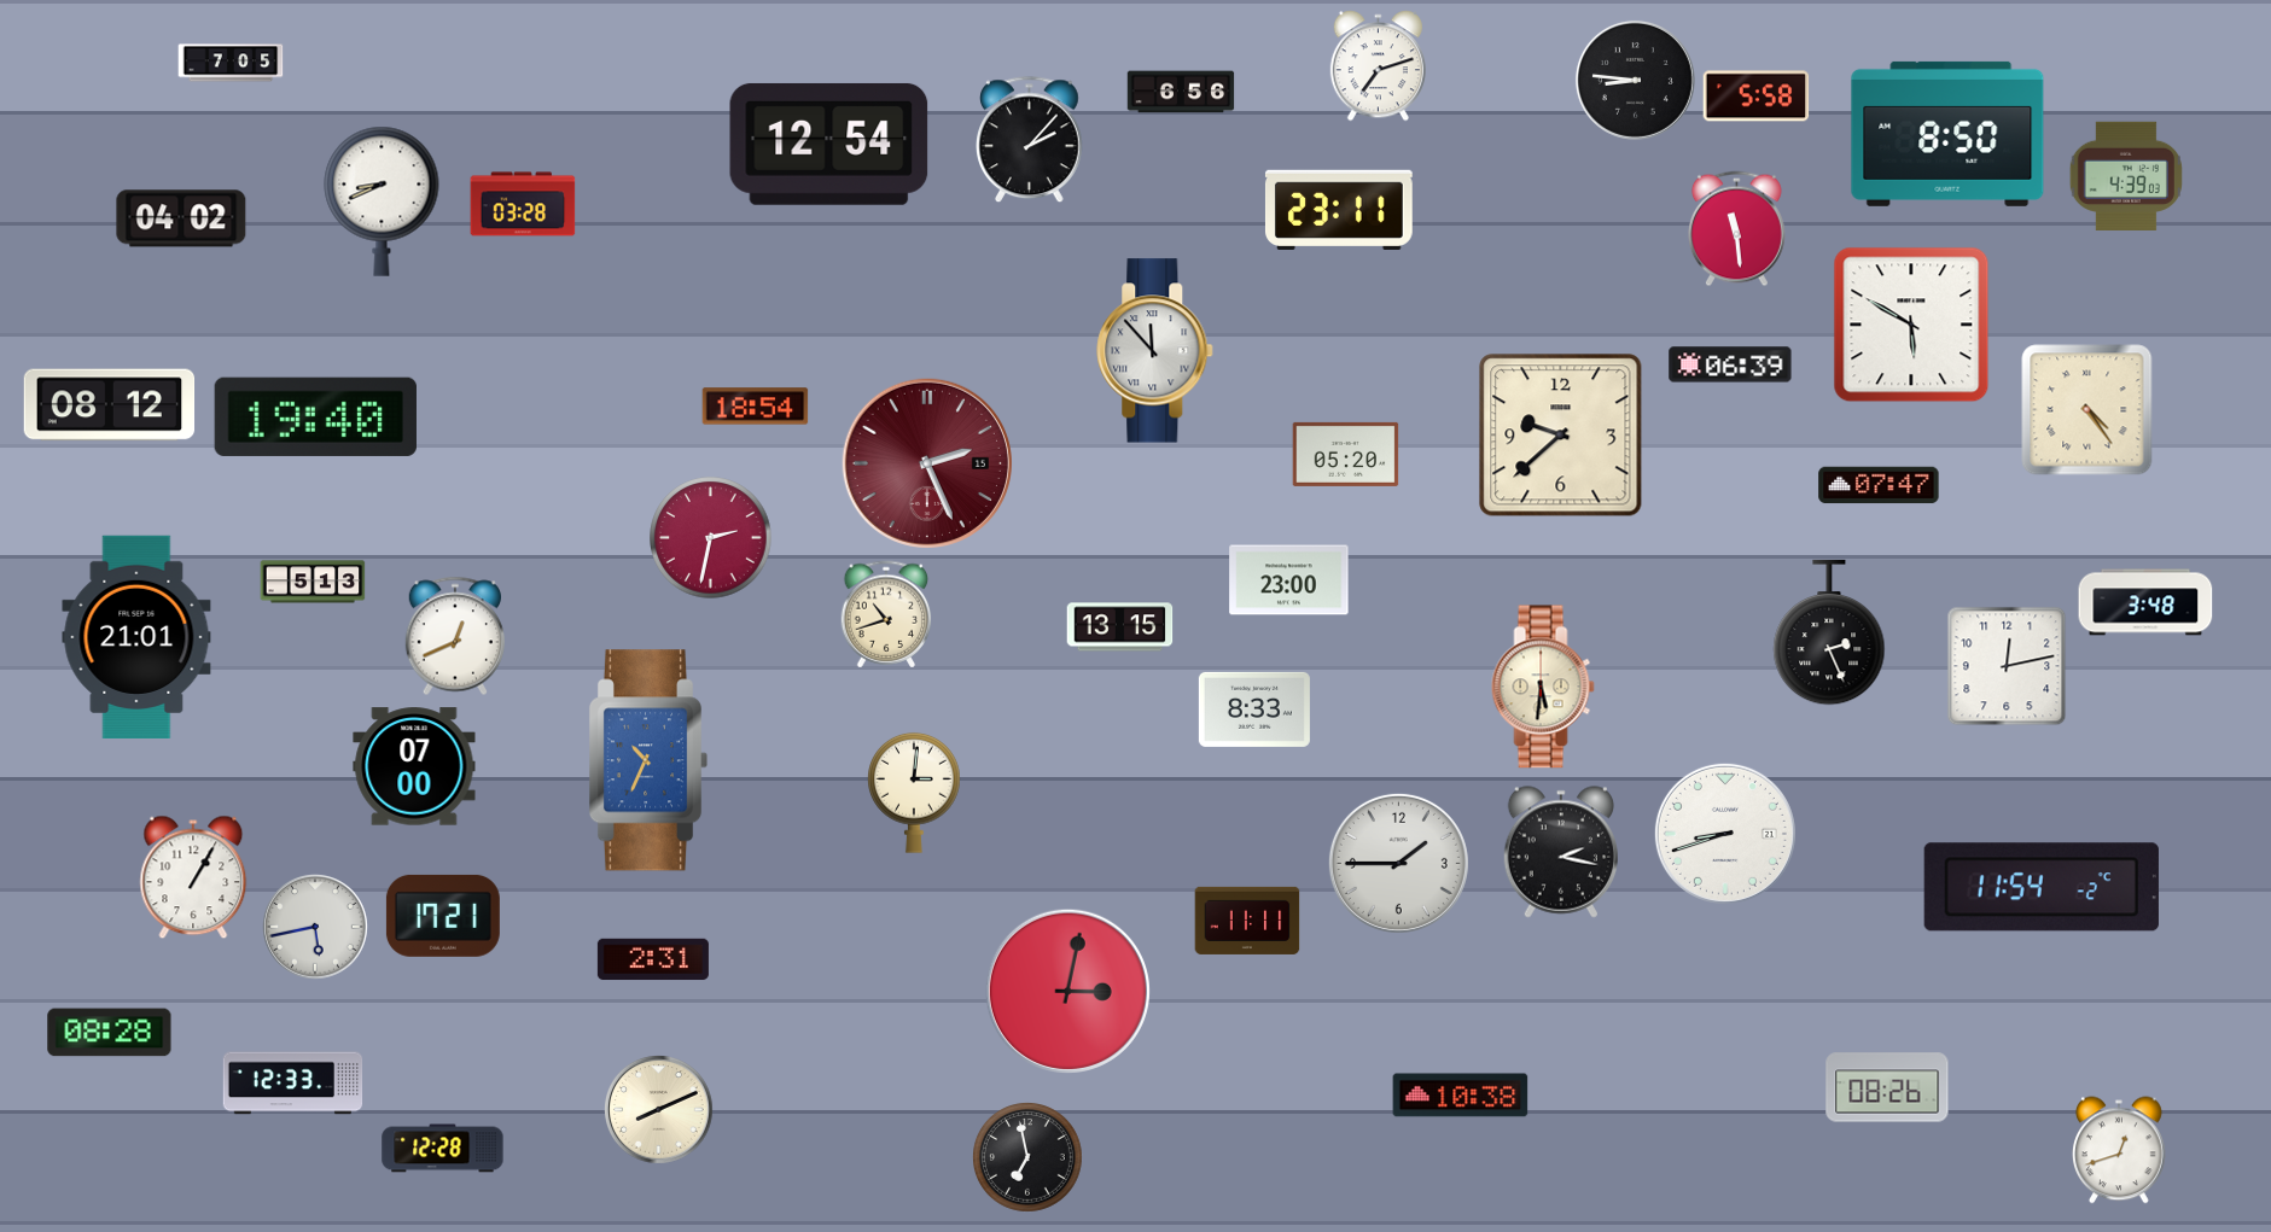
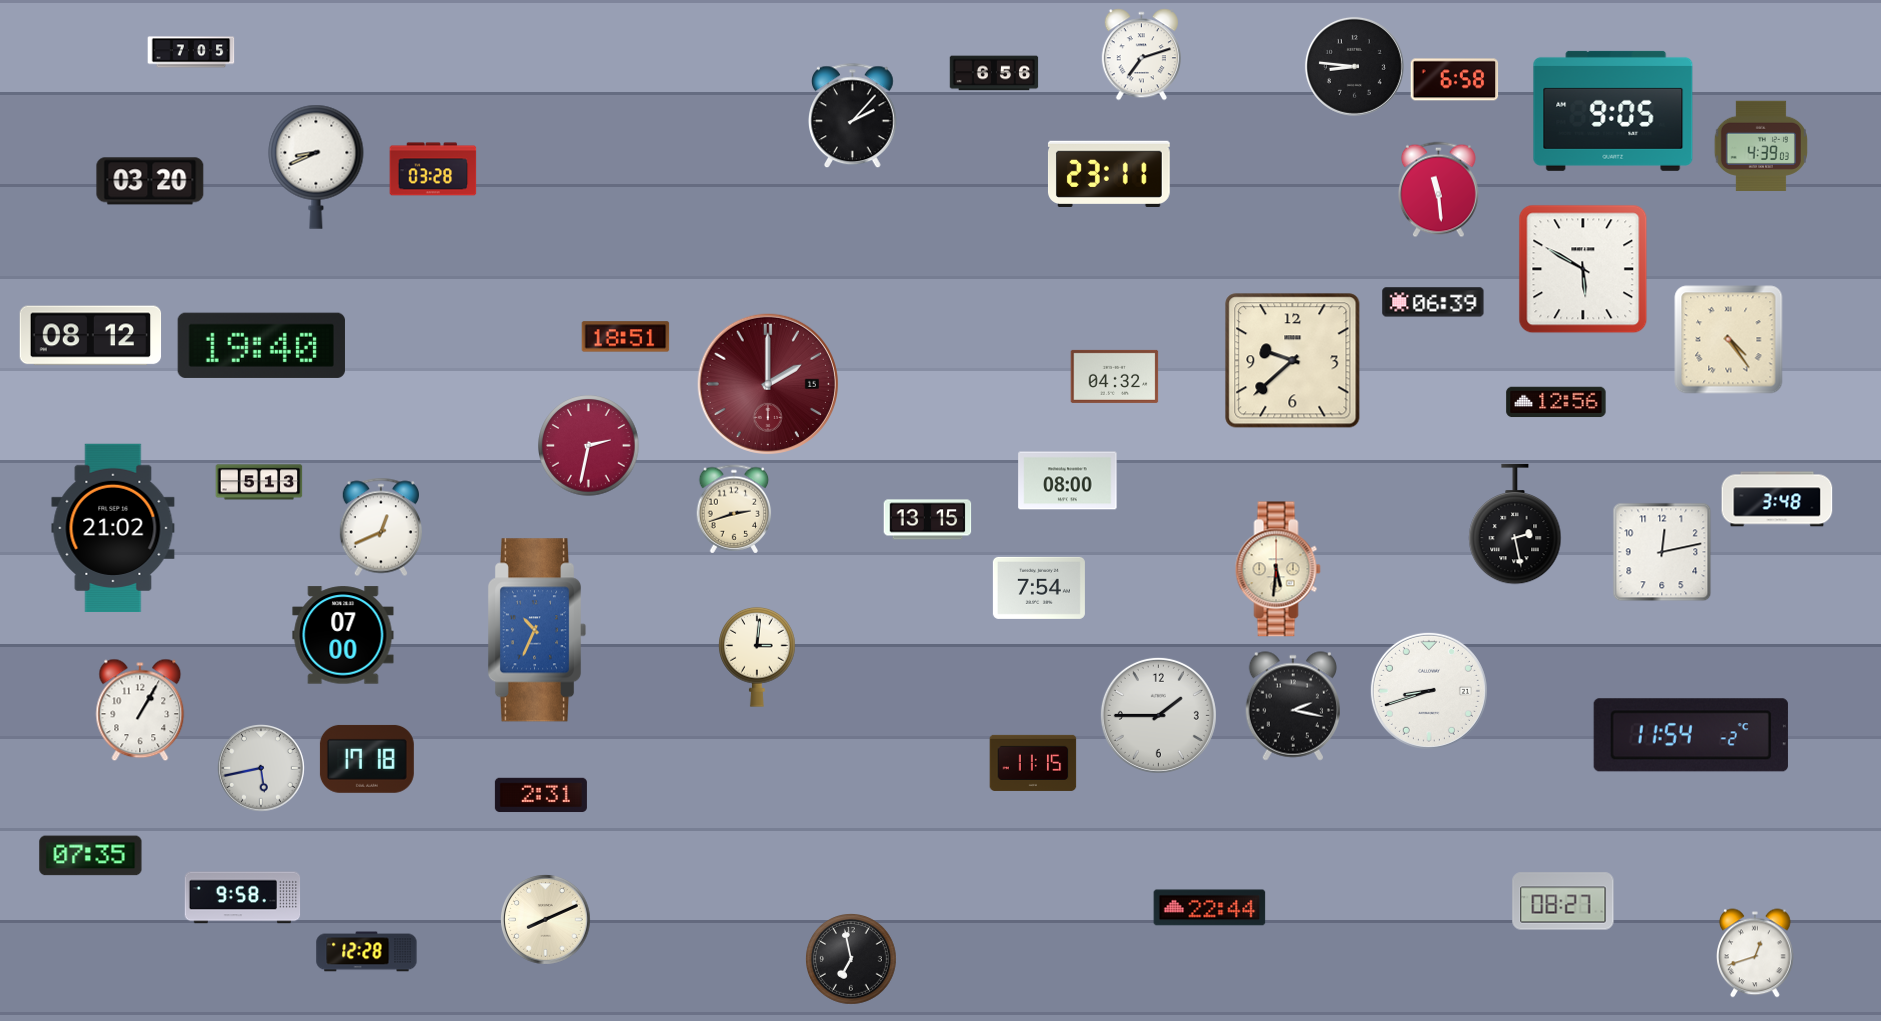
clock at (1181, 92) position: (1181, 92) -> (994, 73)
clock at (1757, 97): 5:58 -> 6:58
clock at (1947, 134): 8:50 -> 9:05
clock at (829, 144): 12:54 -> none
clock at (181, 218): 04:02 -> 03:20
clock at (1155, 351): 11:53 -> none
clock at (756, 407): 18:54 -> 18:51
clock at (1346, 454): 05:20 -> 04:32
clock at (927, 463): 2:26 -> 2:00
clock at (1879, 485): 07:47 -> 12:56
clock at (1289, 580): 23:00 -> 08:00
clock at (886, 614): 10:42 -> 2:42
clock at (1829, 632): 2:26 -> 2:28
clock at (136, 636): 21:01 -> 21:02
clock at (455, 636) position: (455, 636) -> (381, 527)
clock at (1254, 710): 8:33 -> 7:54
clock at (193, 877) position: (193, 877) -> (140, 710)
clock at (443, 916): 17:21 -> 17:18
clock at (1247, 921): 11:11 -> 11:15
clock at (1067, 991): 3:02 -> none
clock at (110, 1033): 08:28 -> 07:35
clock at (293, 1084): 12:33 -> 9:58
clock at (1887, 1087): 08:26 -> 08:27
clock at (1461, 1096): 10:38 -> 22:44
